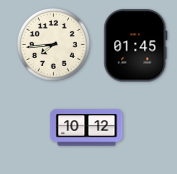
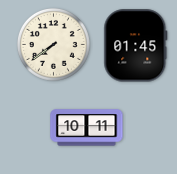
clock at (53, 44): 7:44 -> 7:39
clock at (87, 128): 10:12 -> 10:11
